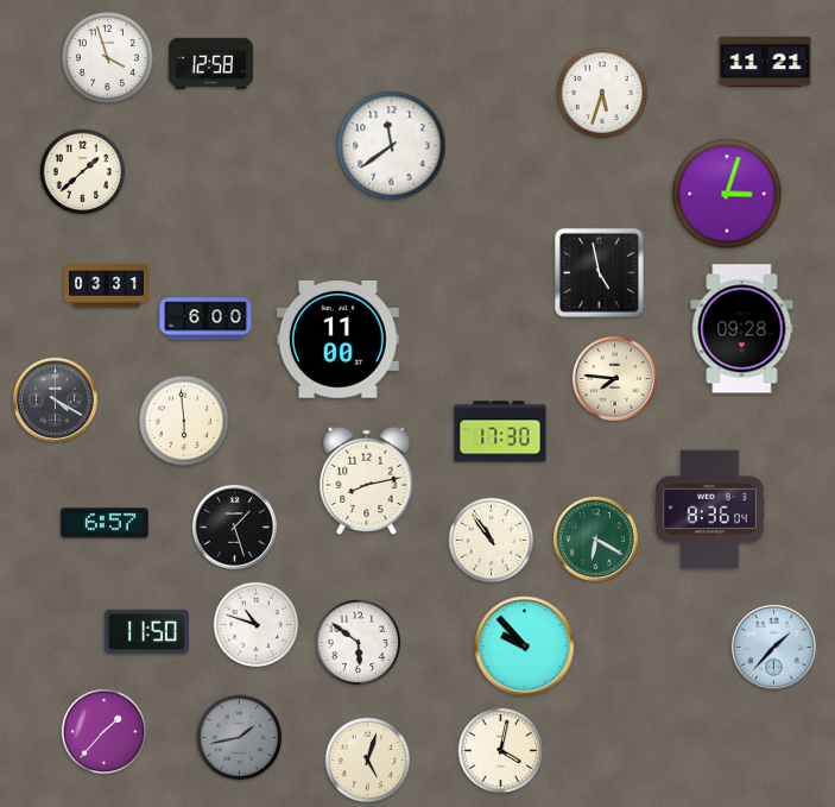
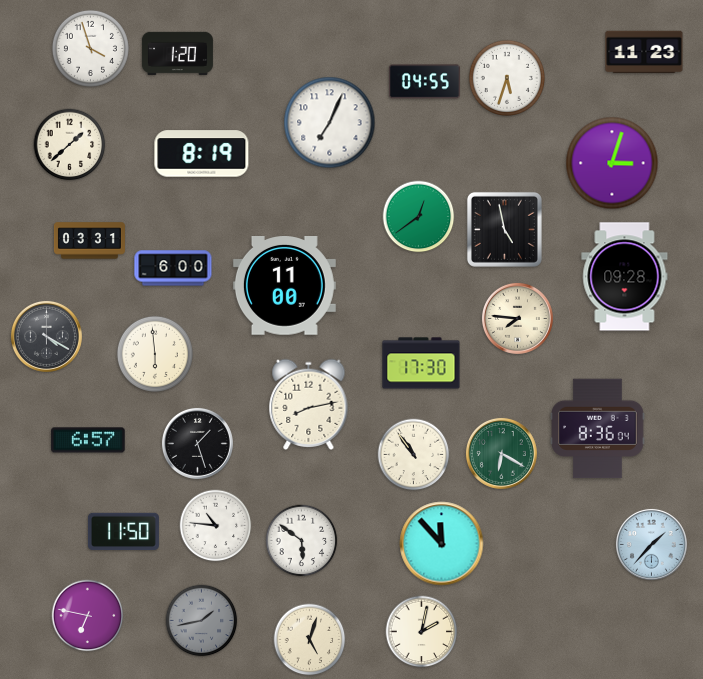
clock at (765, 62): 11:21 -> 11:23
clock at (210, 63): 12:58 -> 1:20
clock at (424, 82): none -> 04:55
clock at (392, 146): 11:39 -> 7:04
clock at (202, 154): none -> 8:19
clock at (419, 217): none -> 12:39
clock at (257, 625): 10:48 -> 10:46
clock at (525, 647): 9:53 -> 11:53
clock at (105, 732): 1:37 -> 6:47
clock at (501, 751): 4:02 -> 2:02
